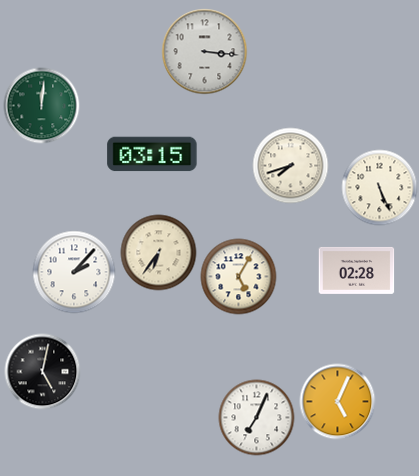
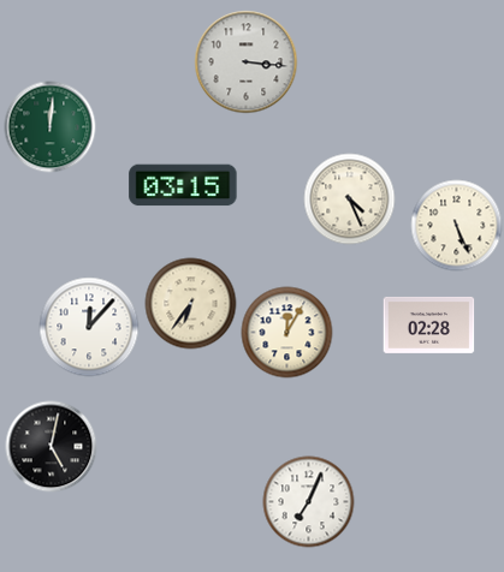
clock at (291, 166): 7:42 -> 4:26
clock at (74, 272): 2:07 -> 12:07
clock at (239, 277): 5:05 -> 12:05
clock at (338, 402): 5:04 -> none
